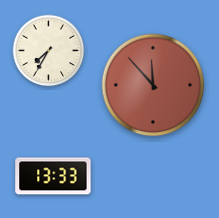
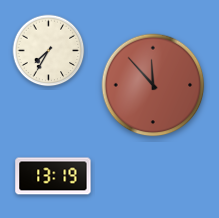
clock at (53, 176): 13:33 -> 13:19
